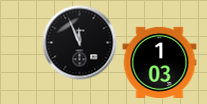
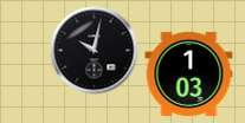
clock at (80, 43): 11:56 -> 10:02
